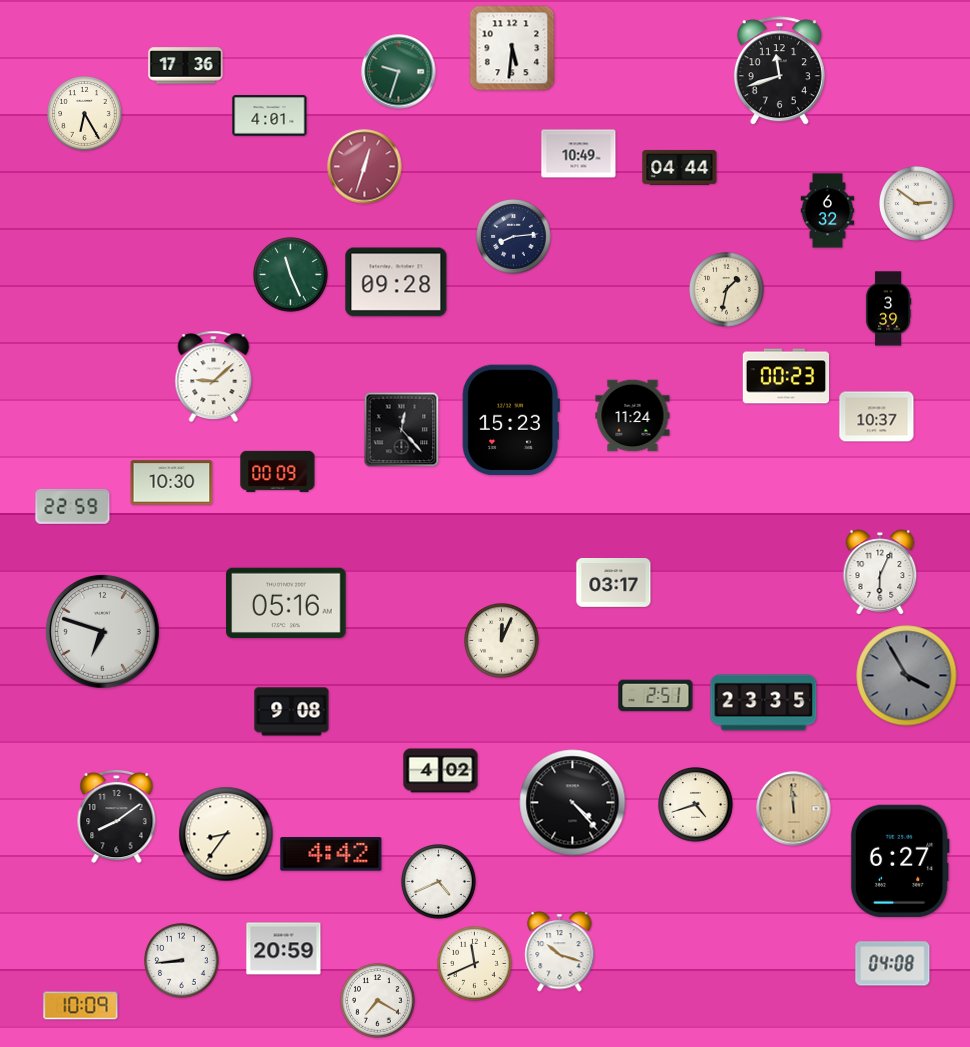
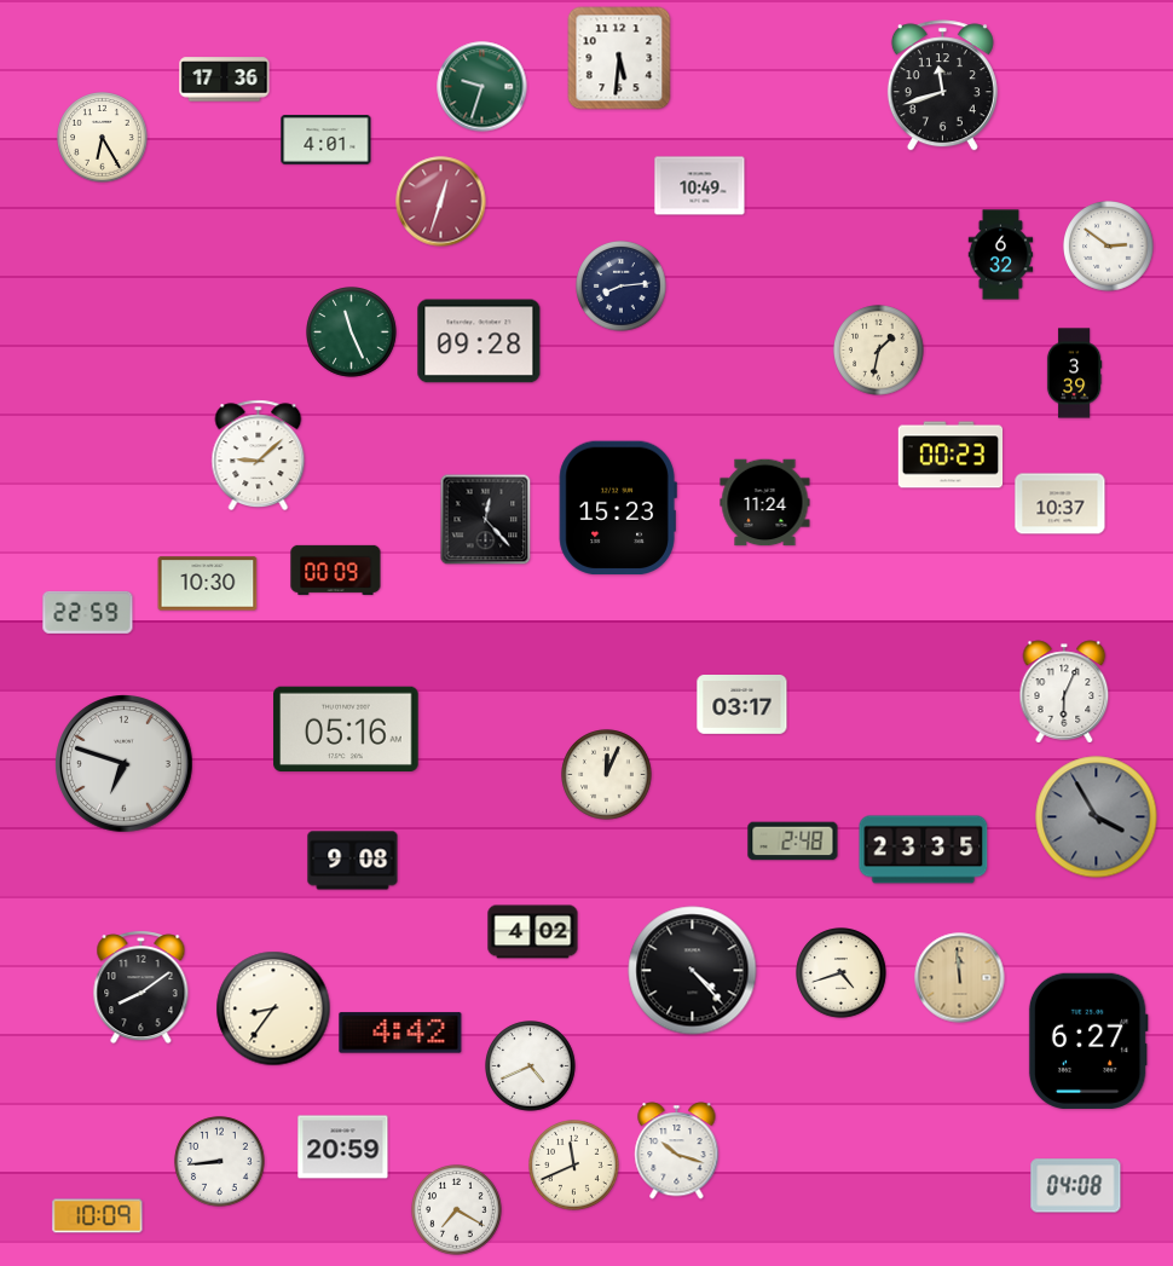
clock at (680, 168): 04:44 -> none
clock at (656, 696): 2:51 -> 2:48
clock at (893, 964) position: (893, 964) -> (1076, 1186)
